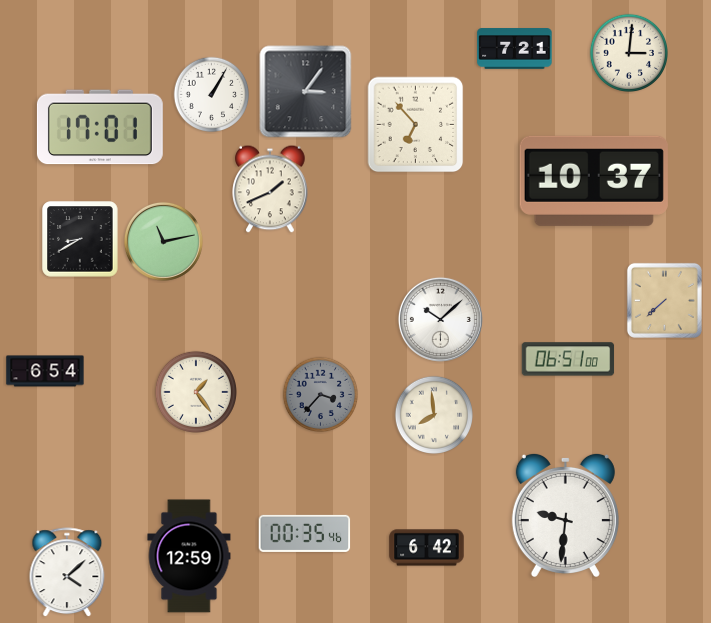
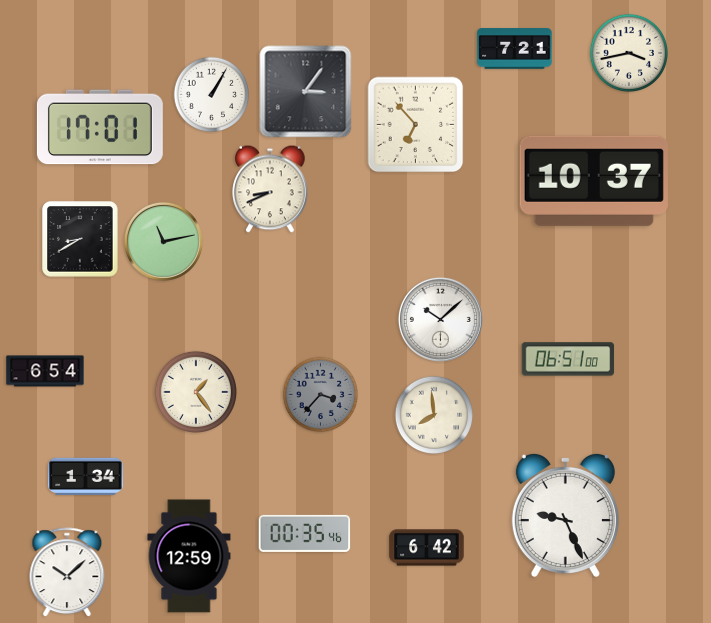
clock at (628, 52): 3:01 -> 3:43
clock at (270, 189): 1:41 -> 8:41
clock at (664, 300): 7:38 -> none
clock at (86, 476): none -> 1:34
clock at (565, 514): 9:31 -> 9:26
clock at (67, 573): 4:08 -> 10:08
